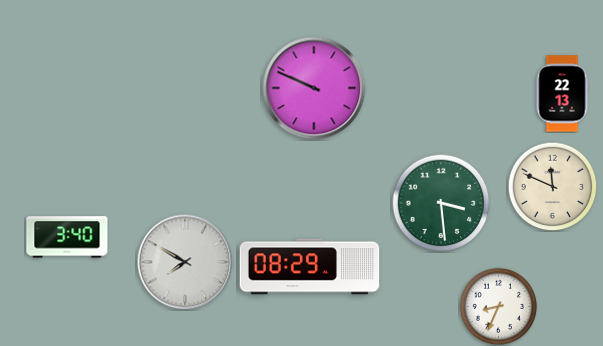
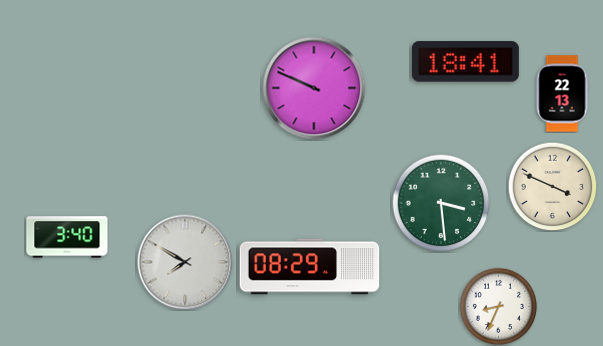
clock at (465, 62): none -> 18:41
clock at (552, 186): 11:49 -> 3:49
